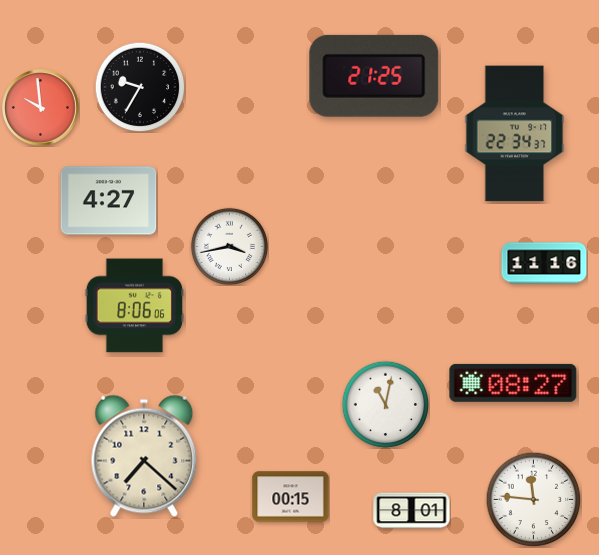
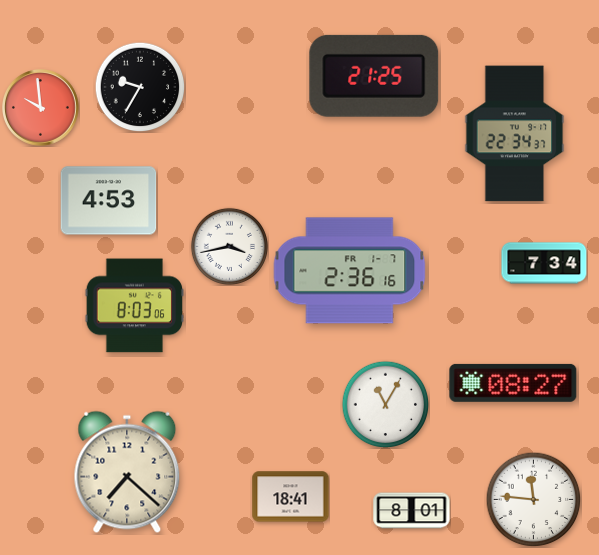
clock at (109, 201): 4:27 -> 4:53
clock at (544, 263): 11:16 -> 7:34
clock at (350, 271): none -> 2:36
clock at (135, 306): 8:06 -> 8:03
clock at (385, 404): 11:02 -> 11:05
clock at (144, 456) position: (144, 456) -> (127, 472)
clock at (291, 497): 00:15 -> 18:41
